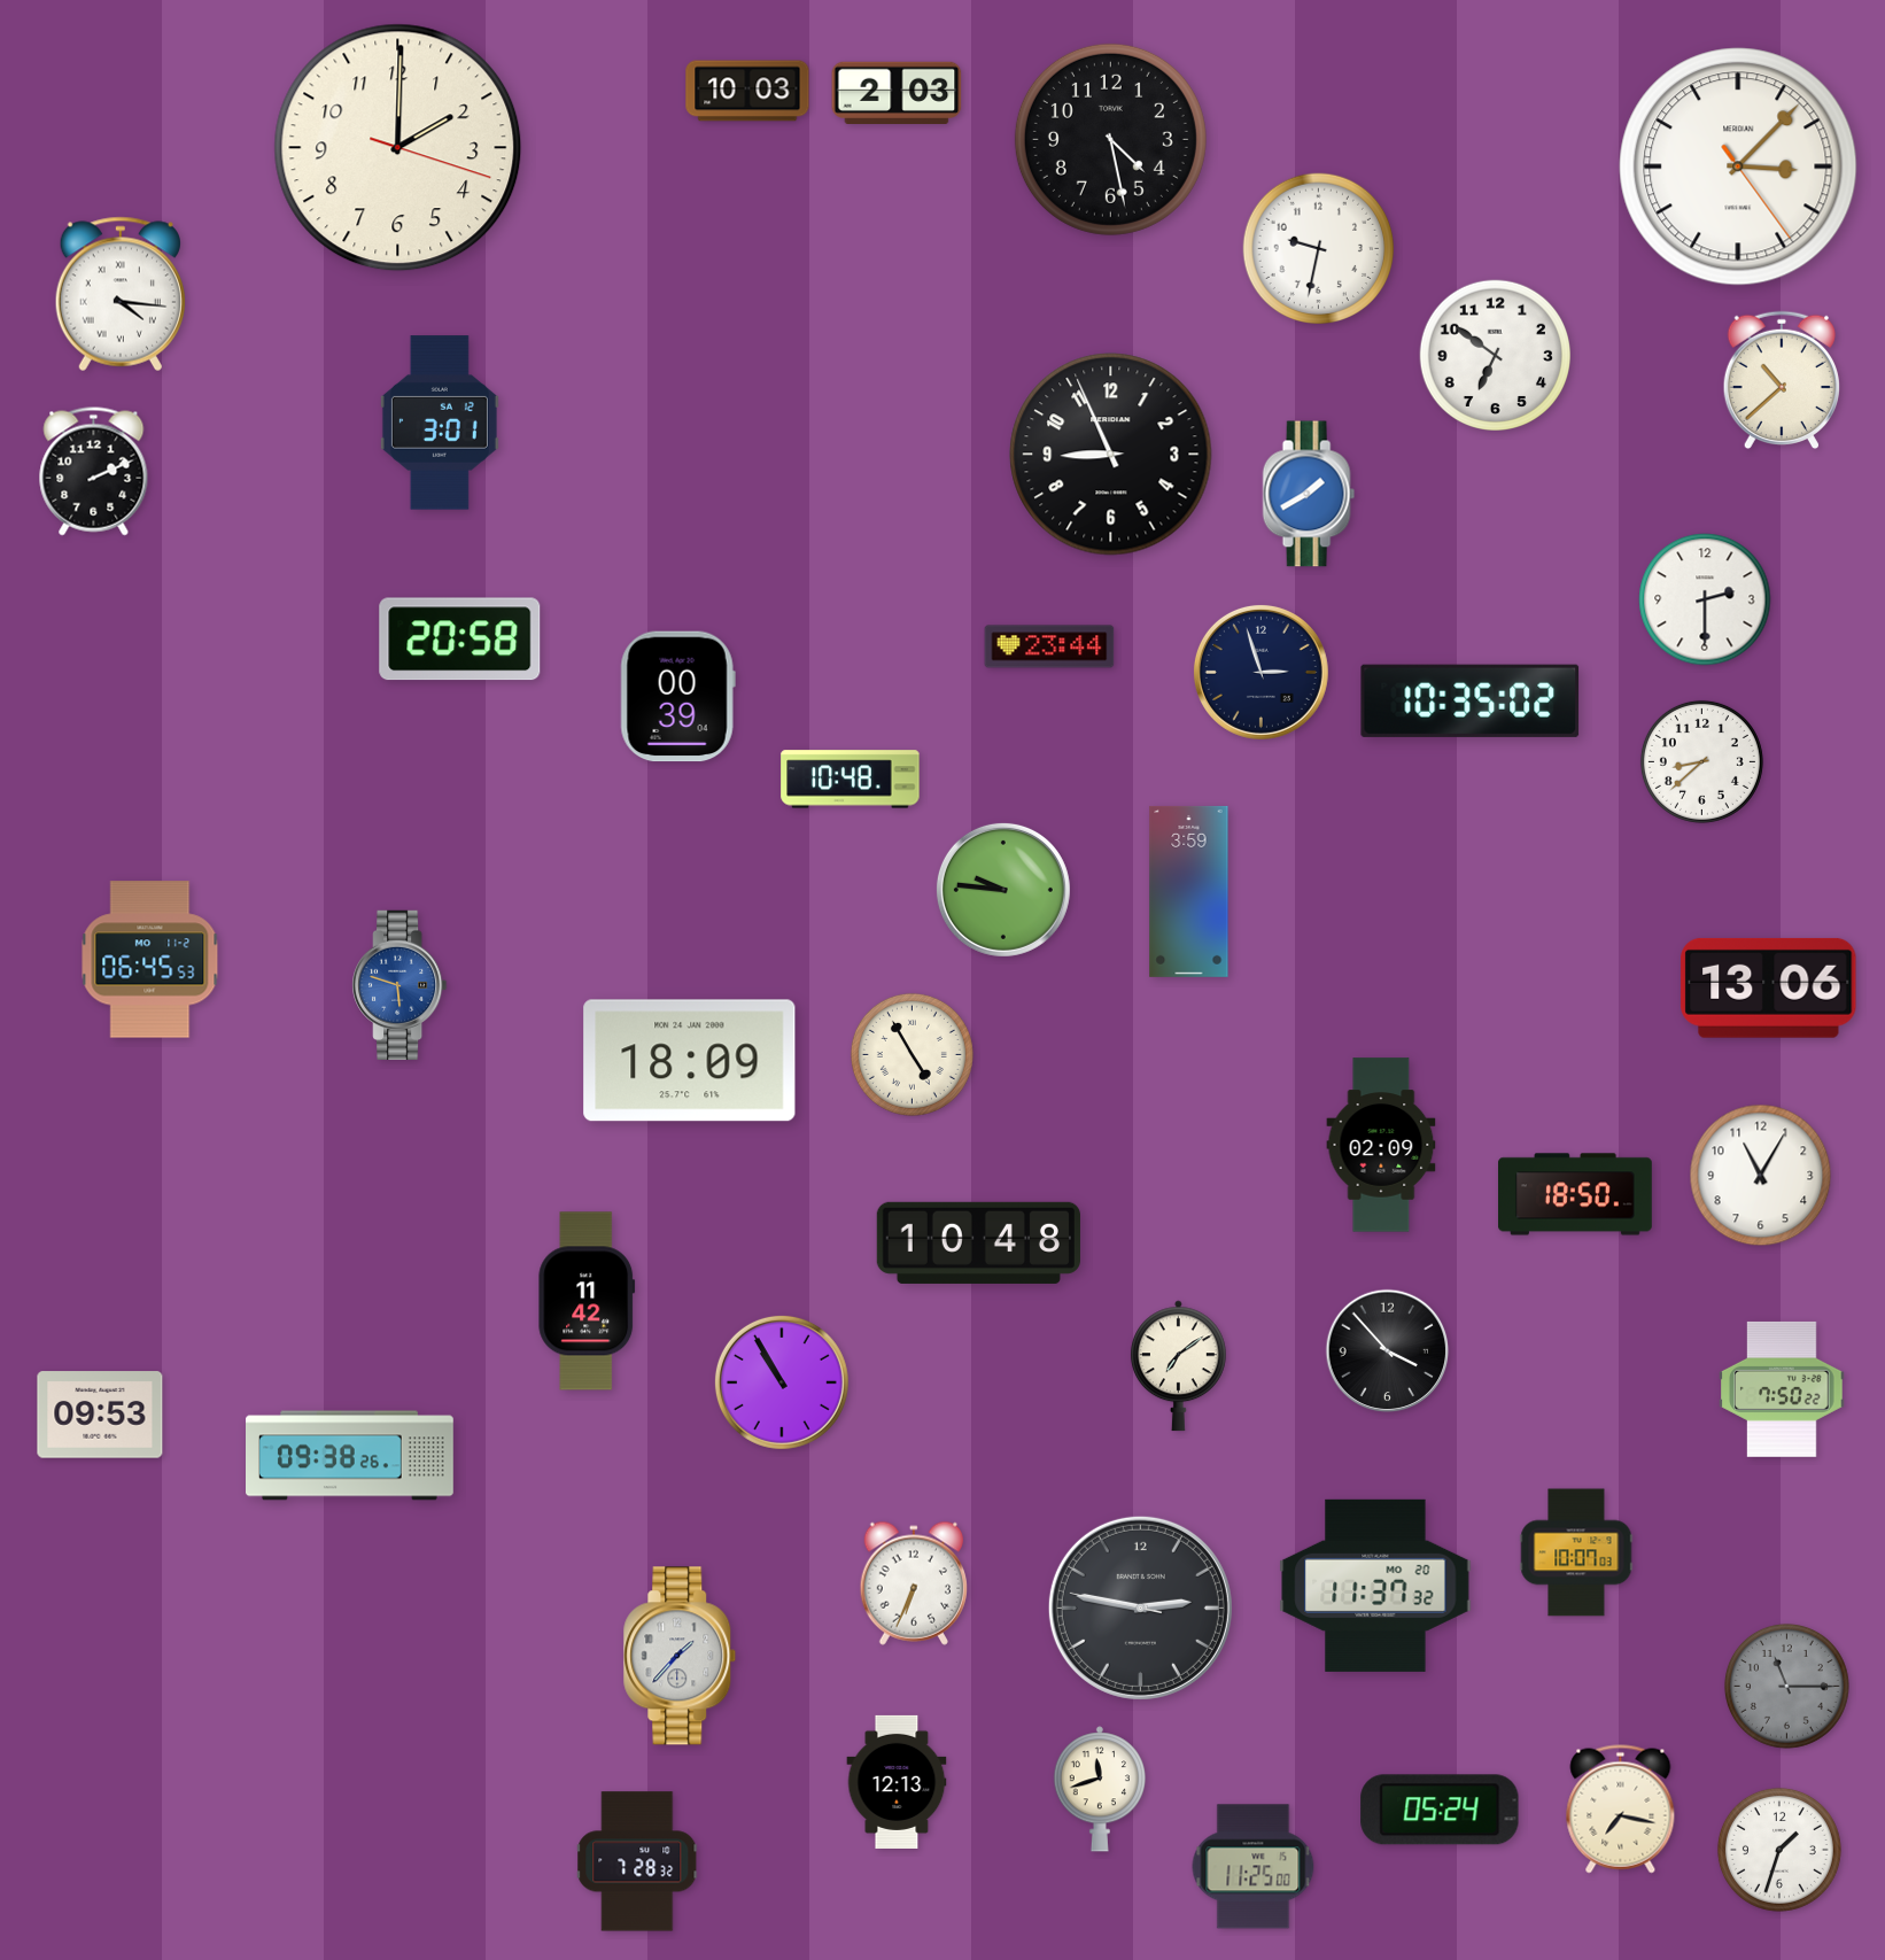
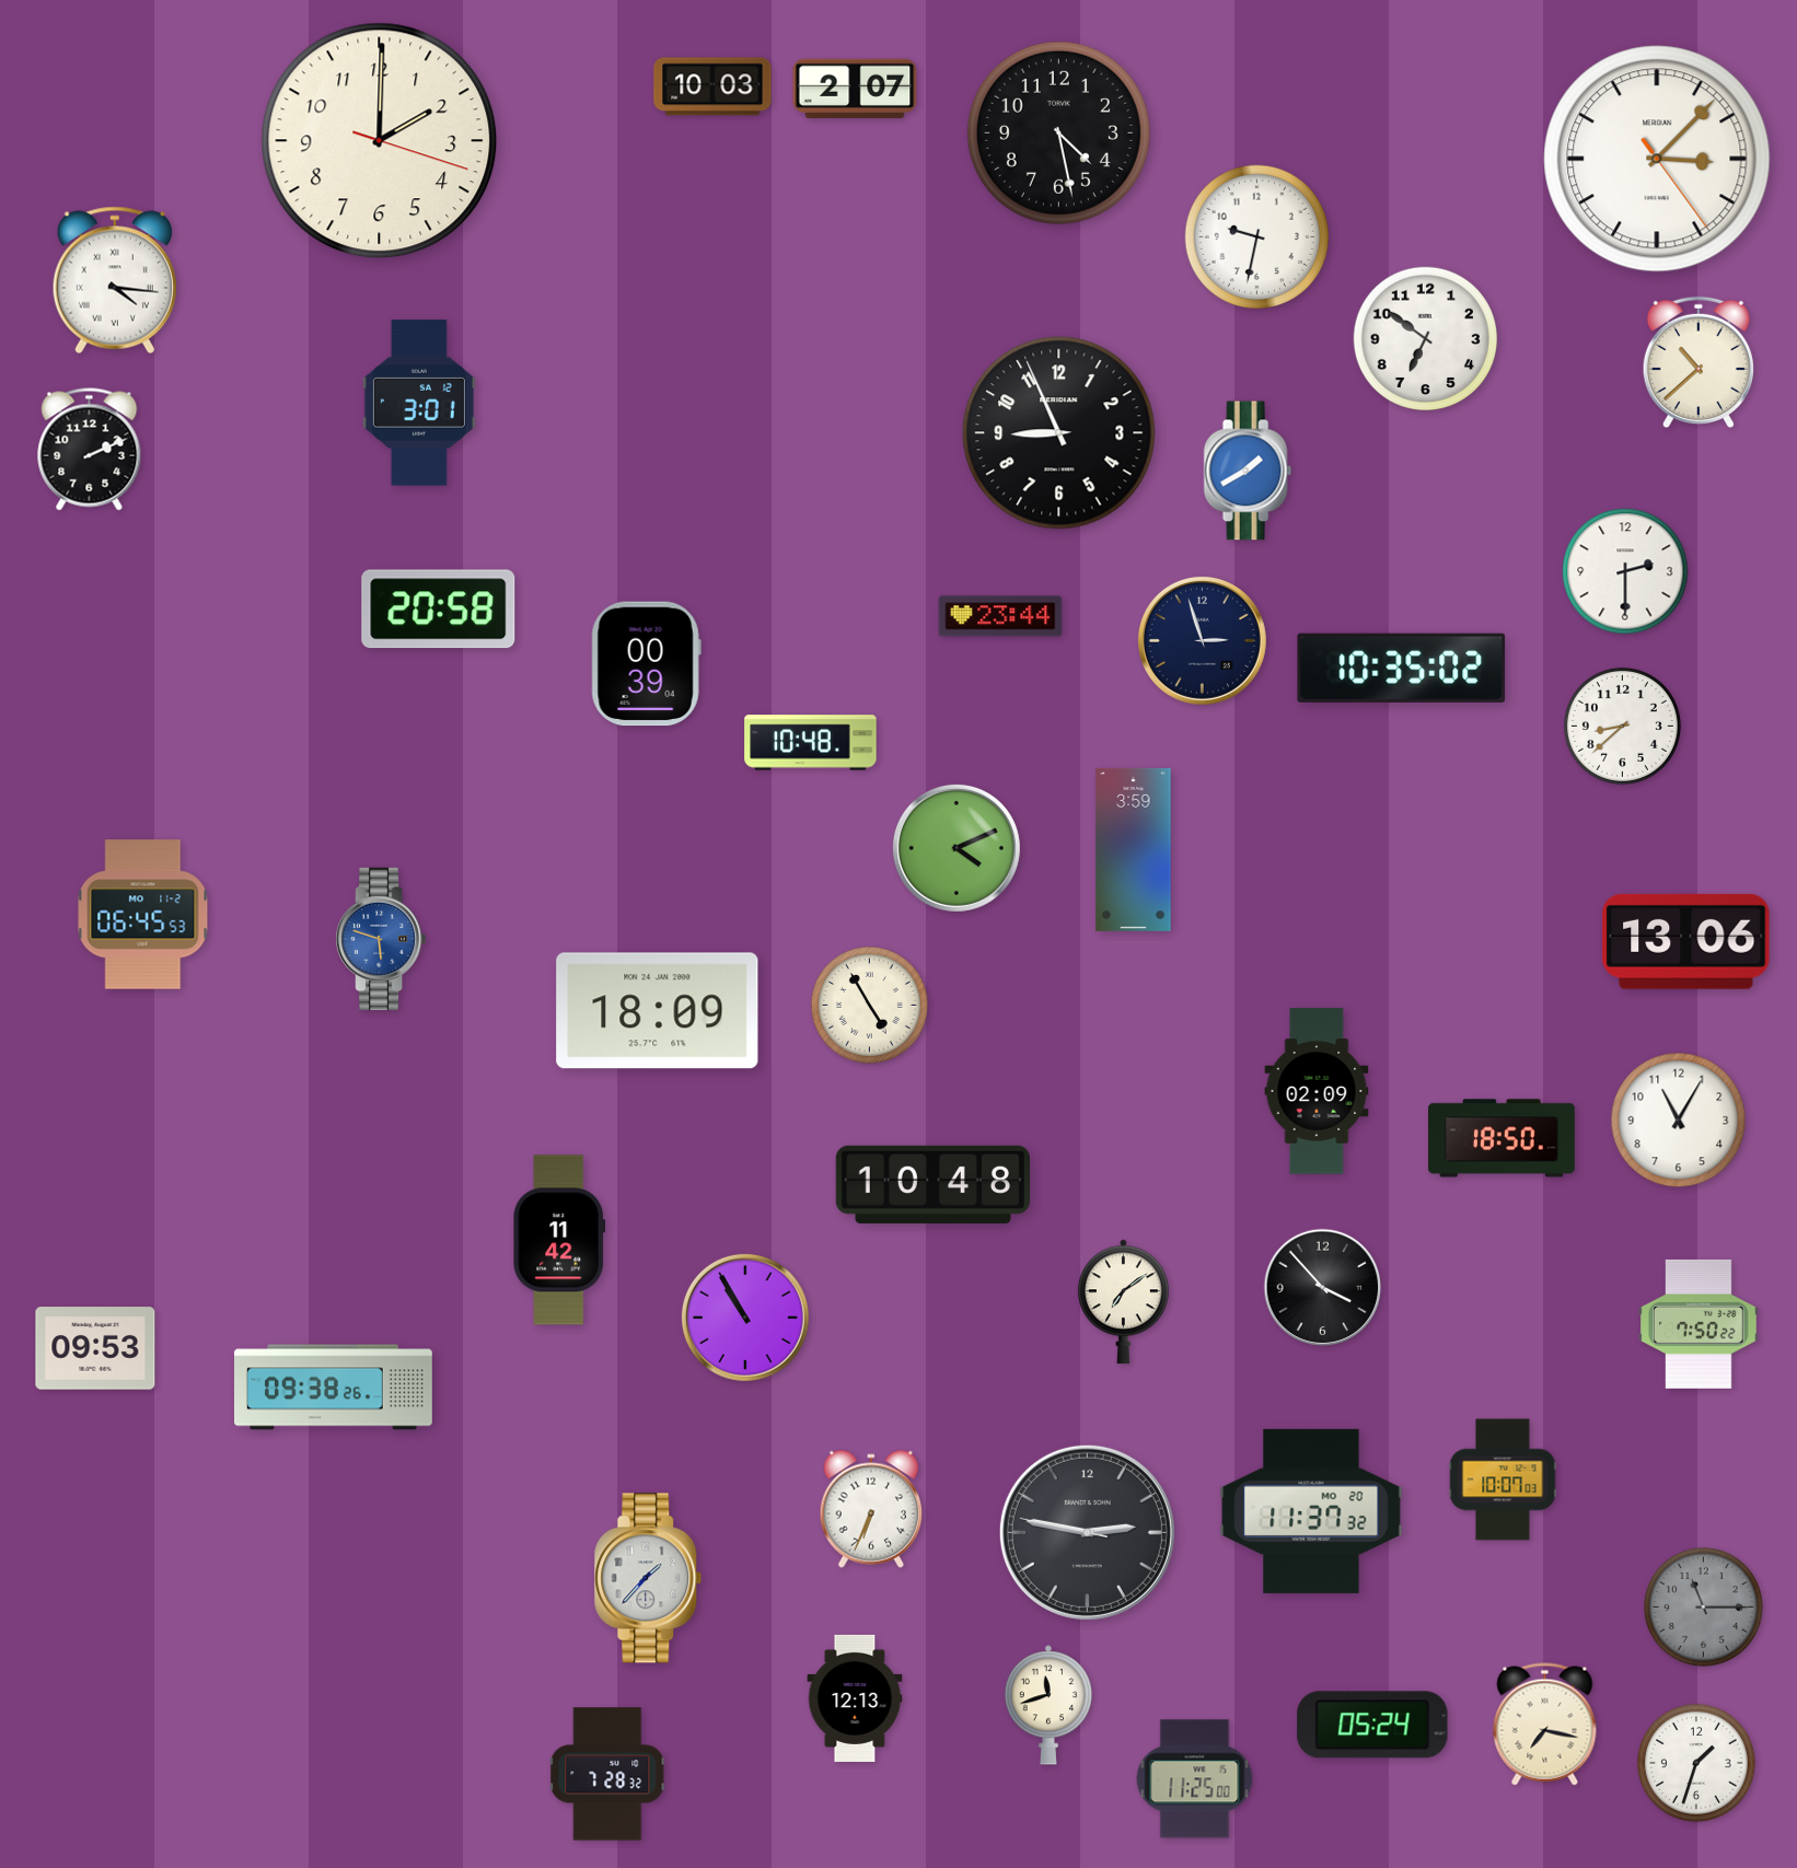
clock at (897, 92): 2:03 -> 2:07
clock at (1003, 890): 9:46 -> 4:11
